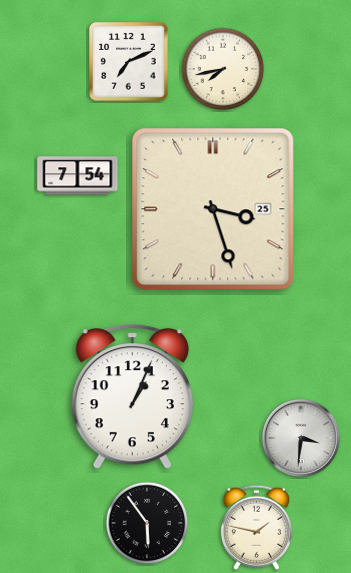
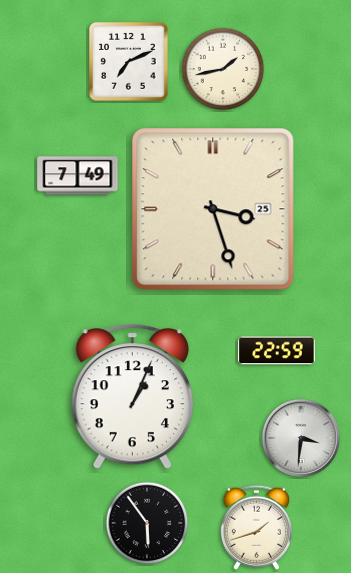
clock at (223, 69): 7:43 -> 1:43
clock at (78, 176): 7:54 -> 7:49
clock at (277, 351): none -> 22:59
clock at (256, 527): 1:47 -> 1:42
